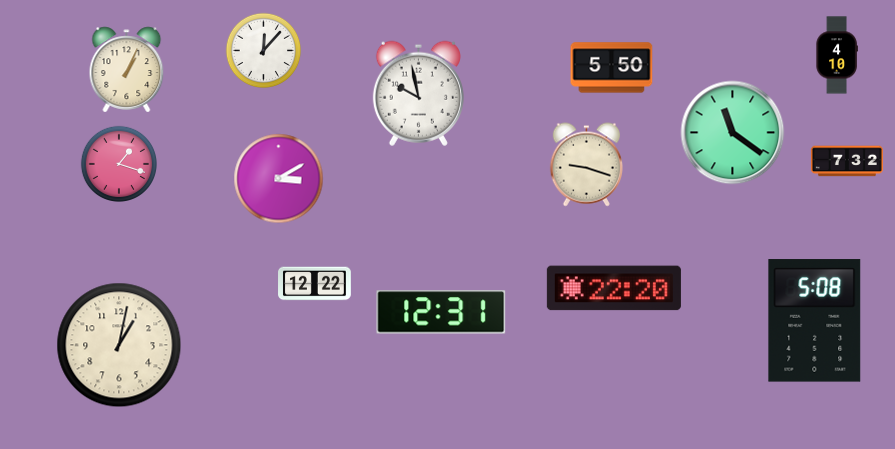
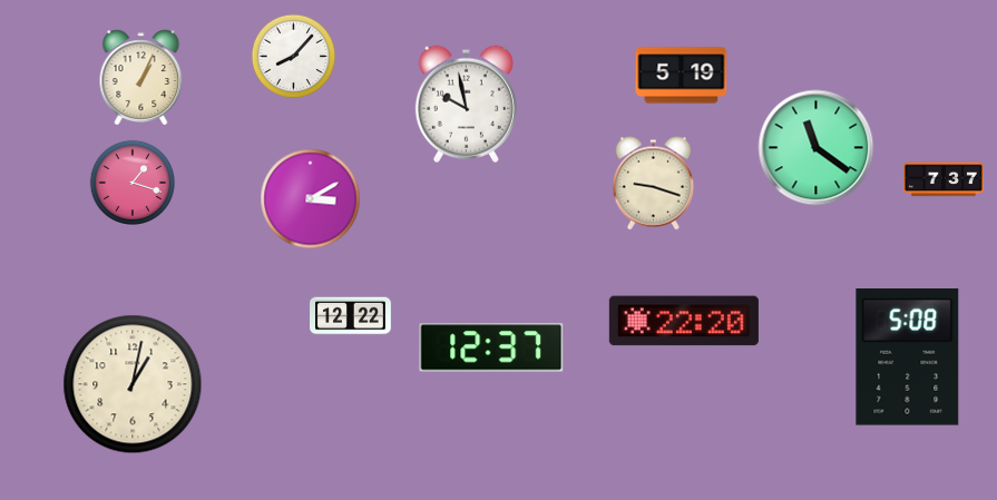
clock at (264, 51): 12:07 -> 8:07
clock at (837, 55): 4:10 -> none
clock at (612, 68): 5:50 -> 5:19
clock at (847, 161): 7:32 -> 7:37
clock at (441, 312): 12:31 -> 12:37
